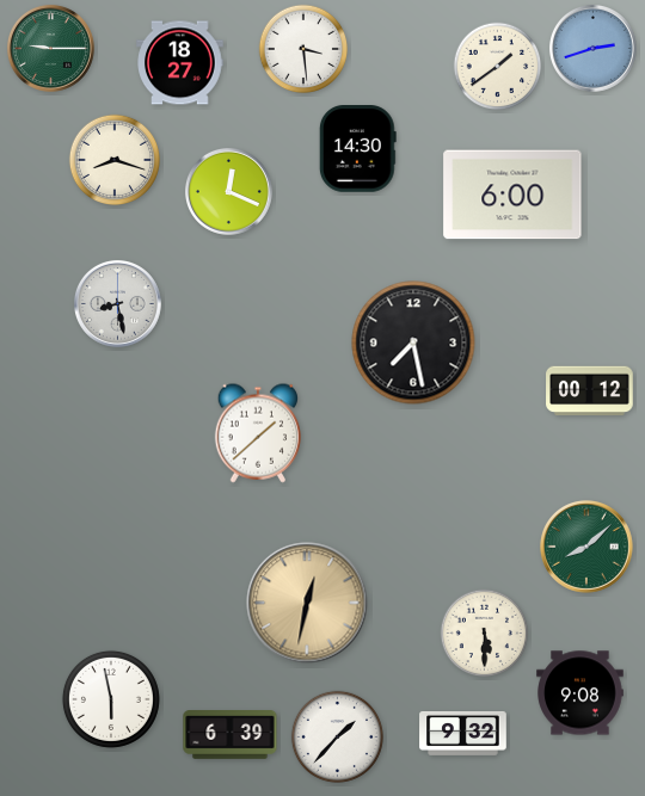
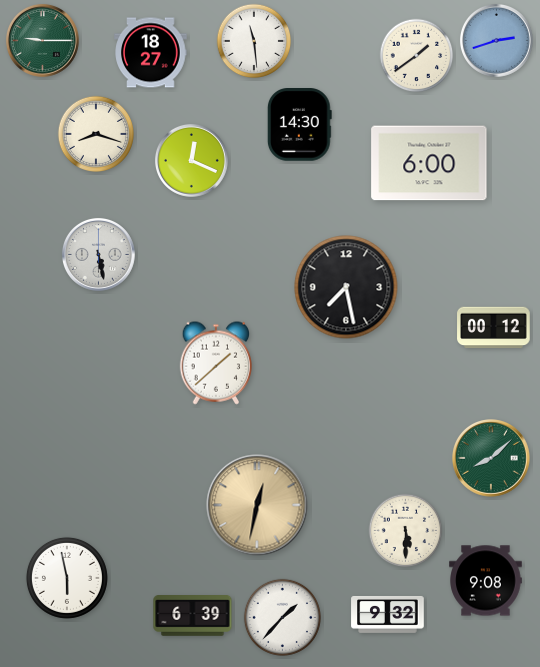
clock at (303, 49): 3:29 -> 11:29
clock at (117, 303): 8:28 -> 5:28
clock at (111, 699) position: (111, 699) -> (67, 578)
